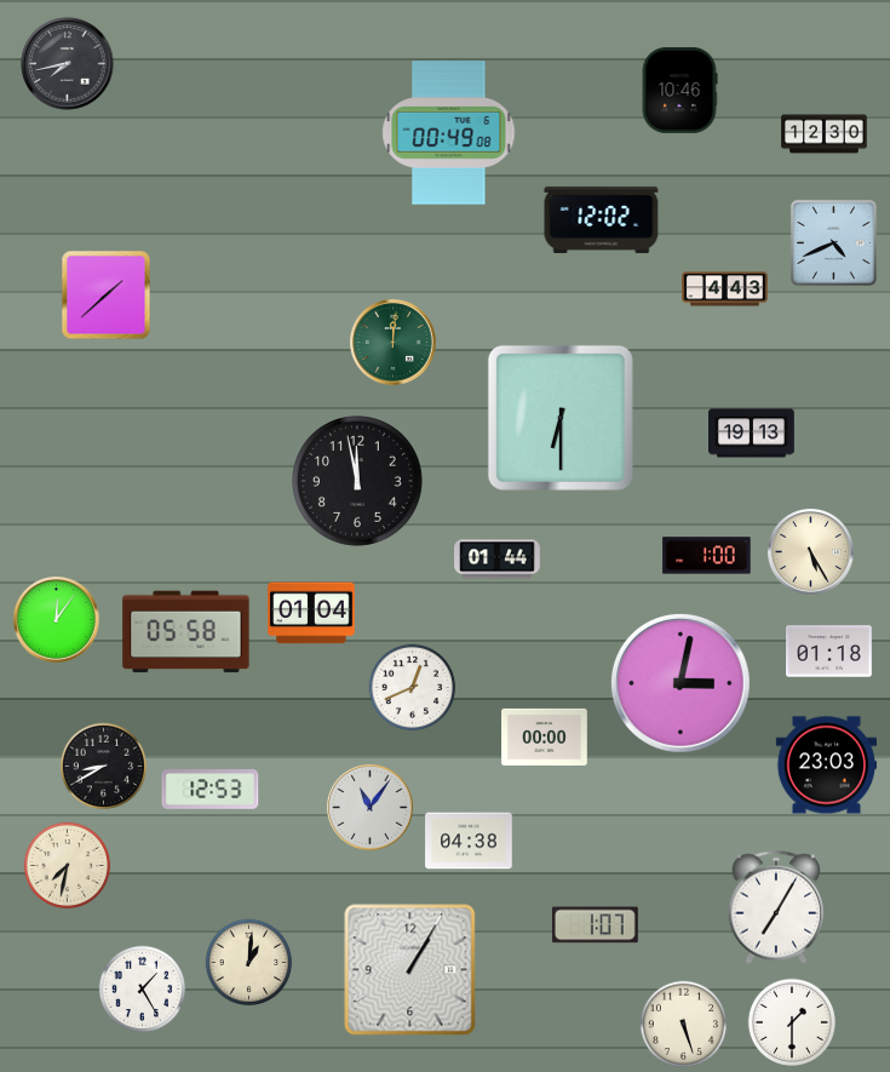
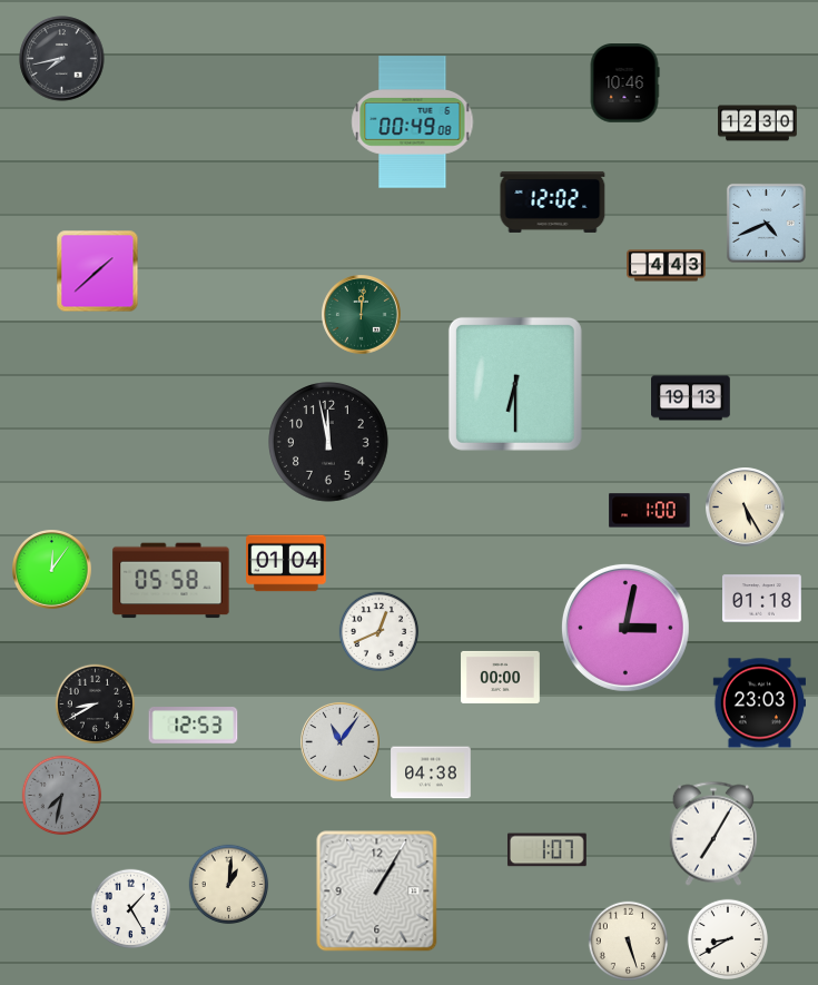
clock at (498, 560): 01:44 -> none
clock at (68, 866) dial: cream -> grey
clock at (791, 1021): 1:30 -> 8:40
